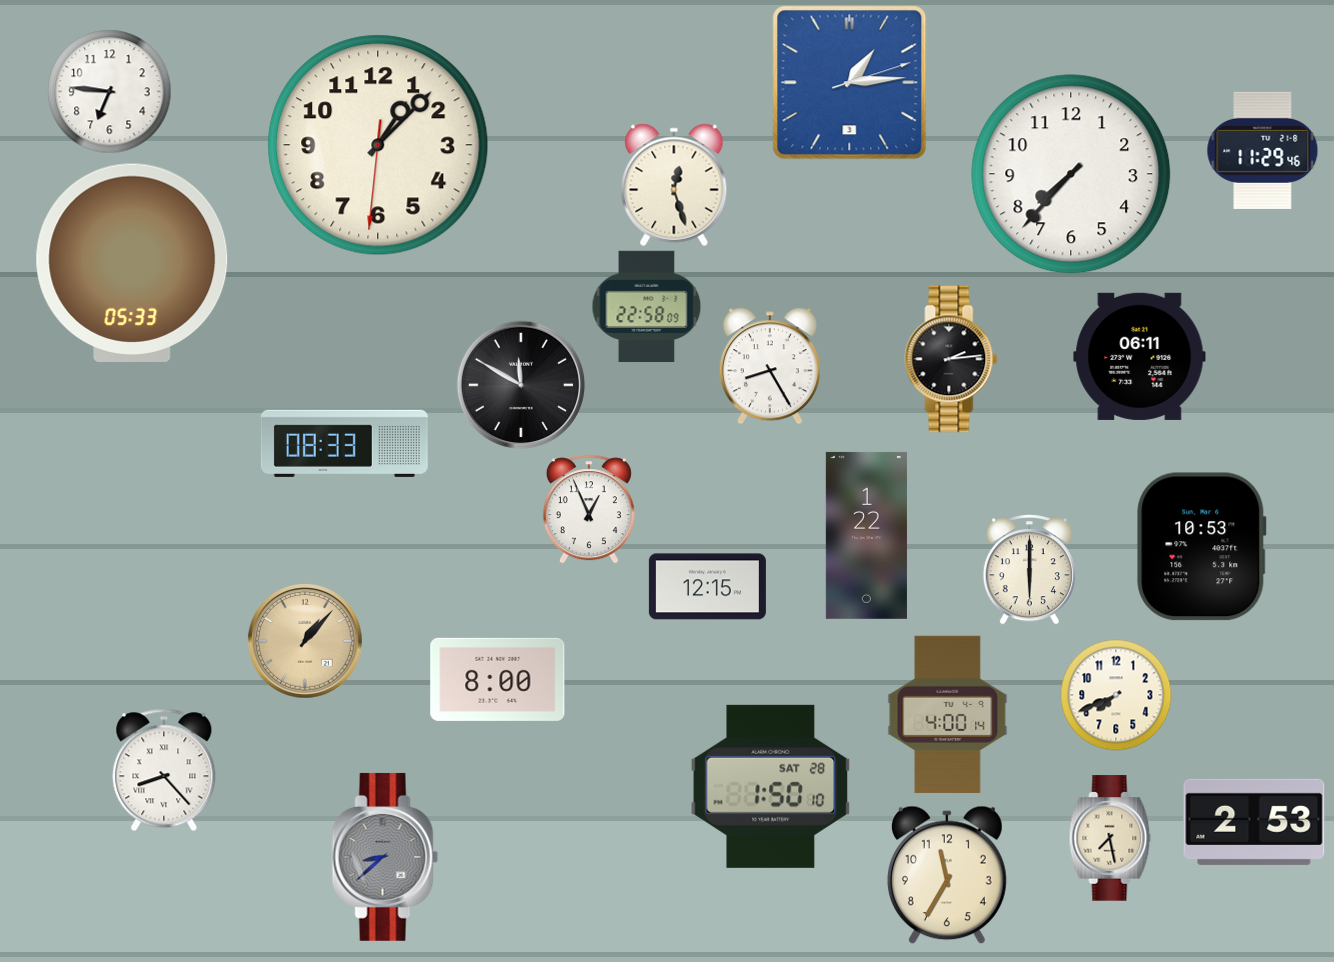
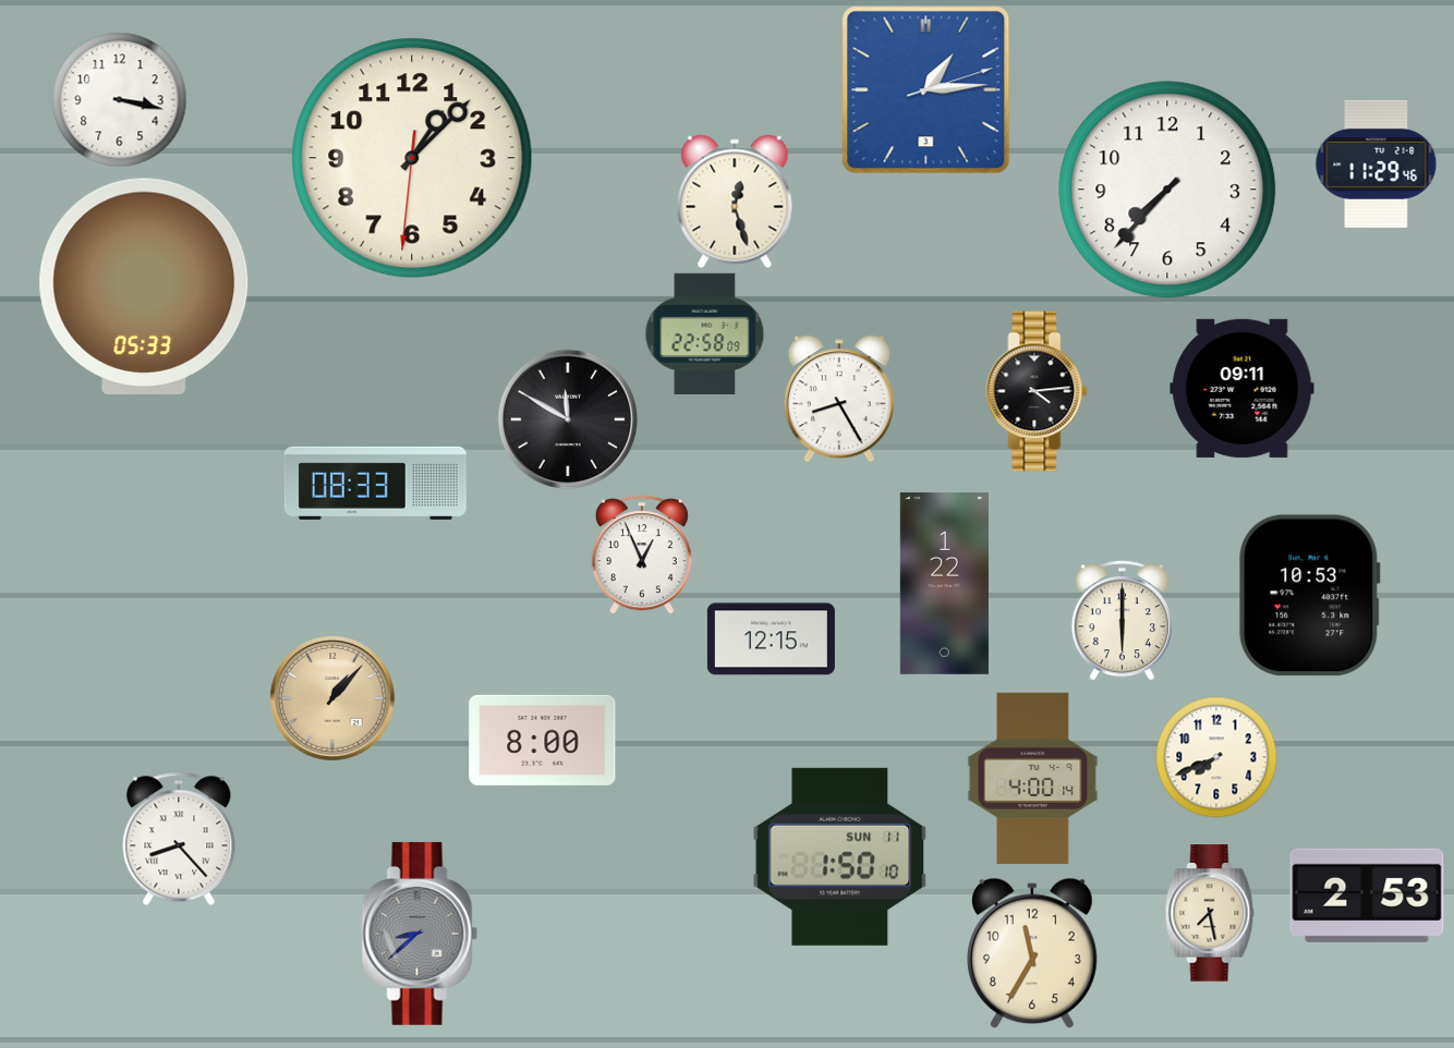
clock at (110, 92): 6:46 -> 3:17
clock at (1140, 356): 06:11 -> 09:11
clock at (951, 359): 2:14 -> 4:14
clock at (771, 786) date: SAT 28 -> SUN 11
